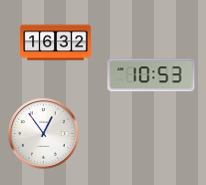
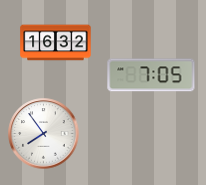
clock at (151, 75): 10:53 -> 7:05
clock at (44, 134): 12:54 -> 7:54
